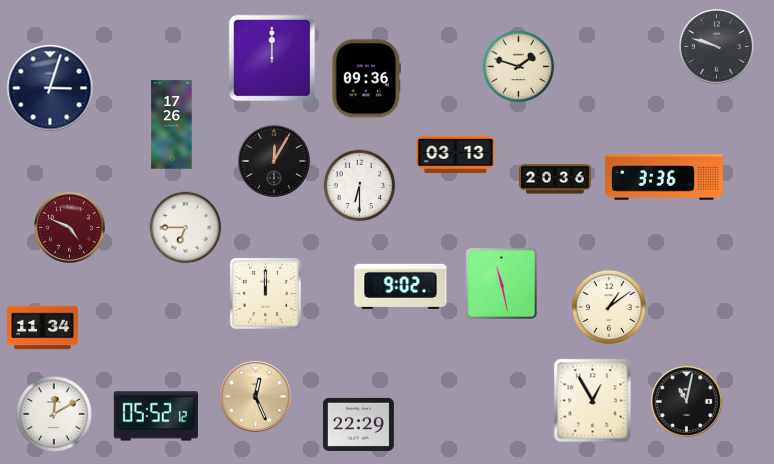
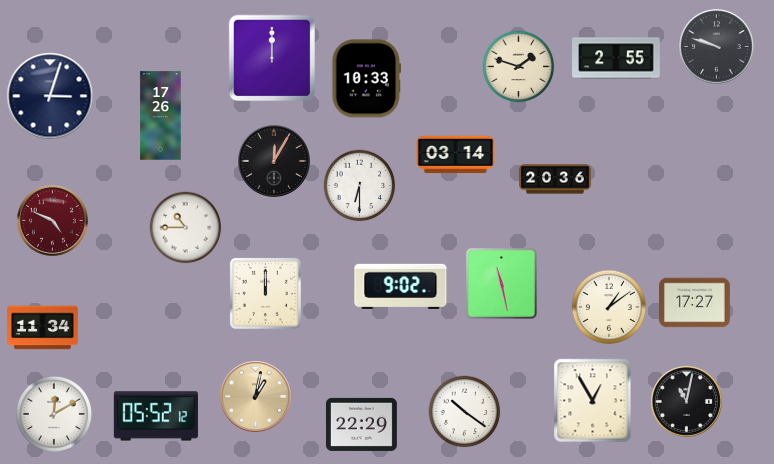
clock at (616, 58): none -> 2:55
clock at (366, 79): 09:36 -> 10:33
clock at (50, 88) position: (50, 88) -> (50, 96)
clock at (172, 125) position: (172, 125) -> (161, 116)
clock at (456, 155): 03:13 -> 03:14
clock at (665, 177): 3:36 -> none
clock at (69, 227) position: (69, 227) -> (52, 220)
clock at (186, 228): 6:45 -> 10:45
clock at (695, 303): none -> 17:27
clock at (255, 396): 12:26 -> 1:02
clock at (465, 412): none -> 10:21
clock at (358, 424) position: (358, 424) -> (361, 424)
